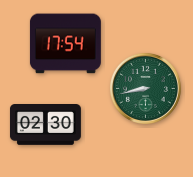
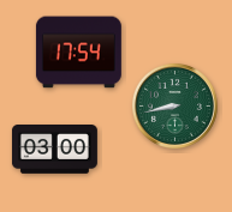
clock at (45, 125): 02:30 -> 03:00
